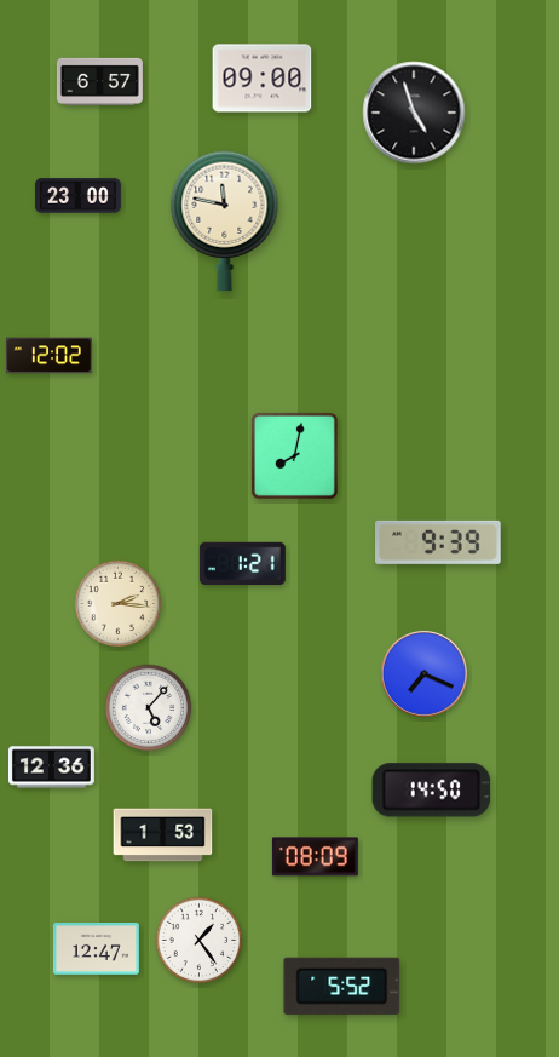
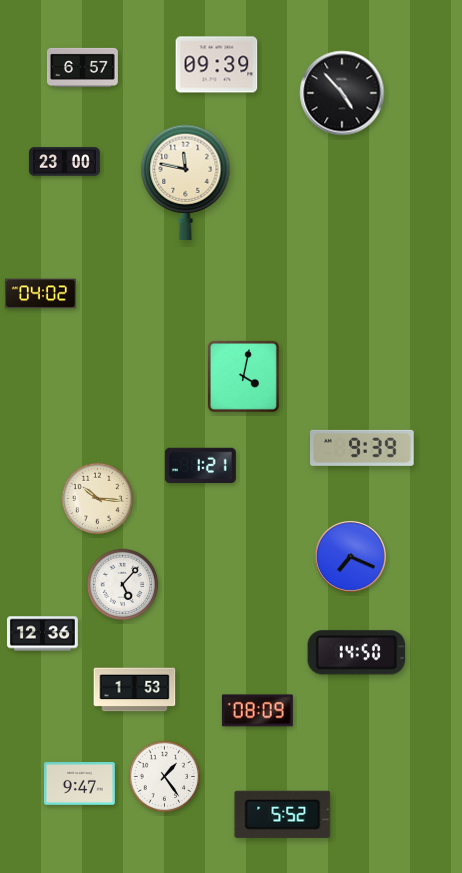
clock at (263, 79): 09:00 -> 09:39
clock at (414, 113): 4:57 -> 4:53
clock at (48, 356): 12:02 -> 04:02
clock at (294, 455): 8:02 -> 4:02
clock at (119, 604): 2:16 -> 10:16
clock at (315, 857) position: (315, 857) -> (257, 711)
clock at (96, 949): 12:47 -> 9:47
